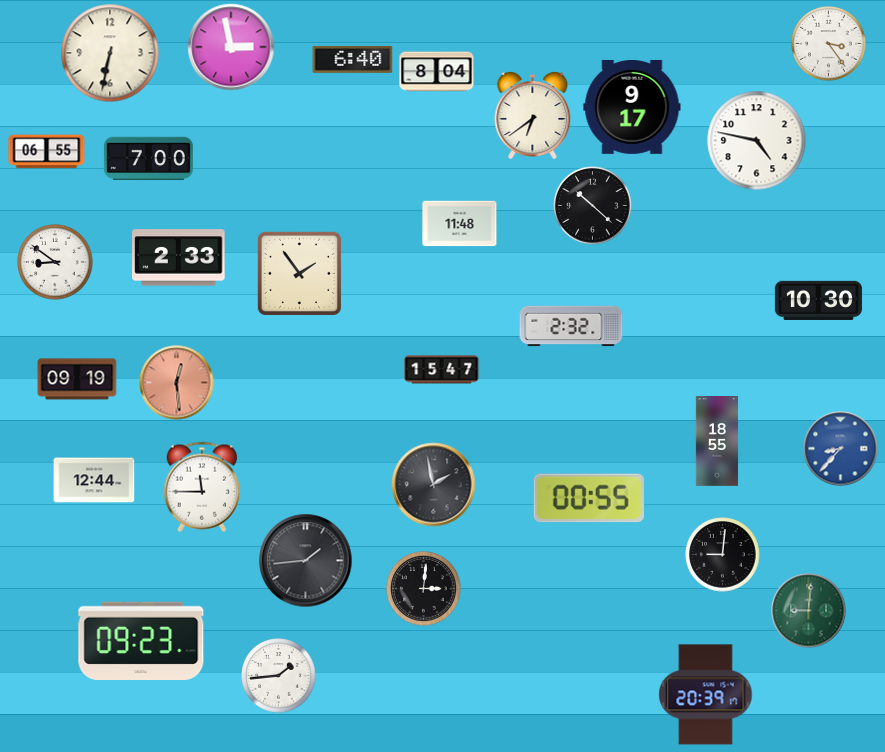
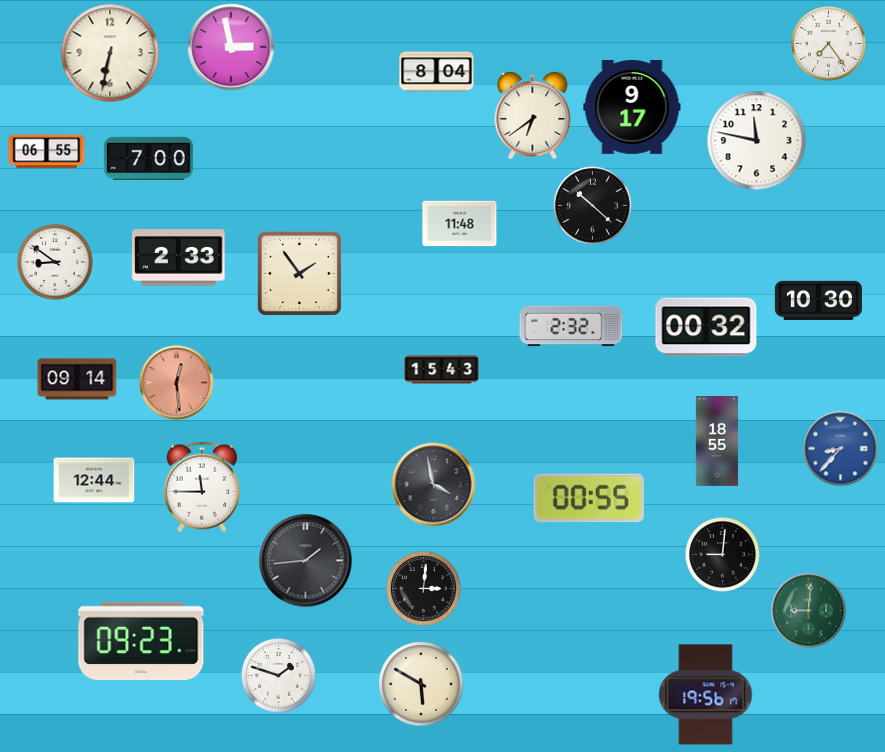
clock at (829, 44): 3:24 -> 7:24
clock at (353, 59): 6:40 -> none
clock at (757, 141): 4:47 -> 11:47
clock at (706, 327): none -> 00:32
clock at (442, 370): 15:47 -> 15:43
clock at (77, 379): 09:19 -> 09:14
clock at (434, 485): 1:58 -> 3:58
clock at (279, 676): 1:44 -> 1:48
clock at (421, 684): none -> 5:50
clock at (706, 695): 20:39 -> 19:56
